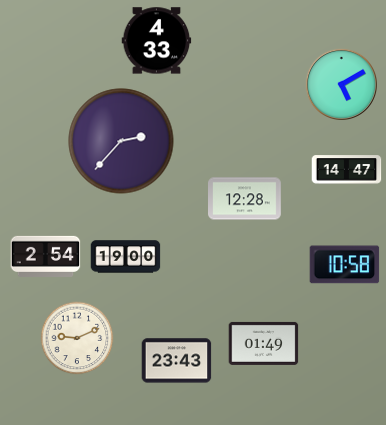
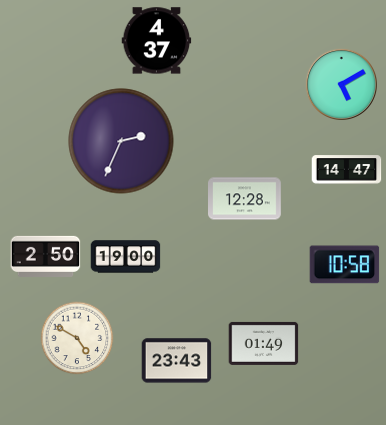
clock at (157, 41): 4:33 -> 4:37
clock at (121, 141): 2:37 -> 2:34
clock at (46, 256): 2:54 -> 2:50
clock at (77, 338): 9:11 -> 4:50
